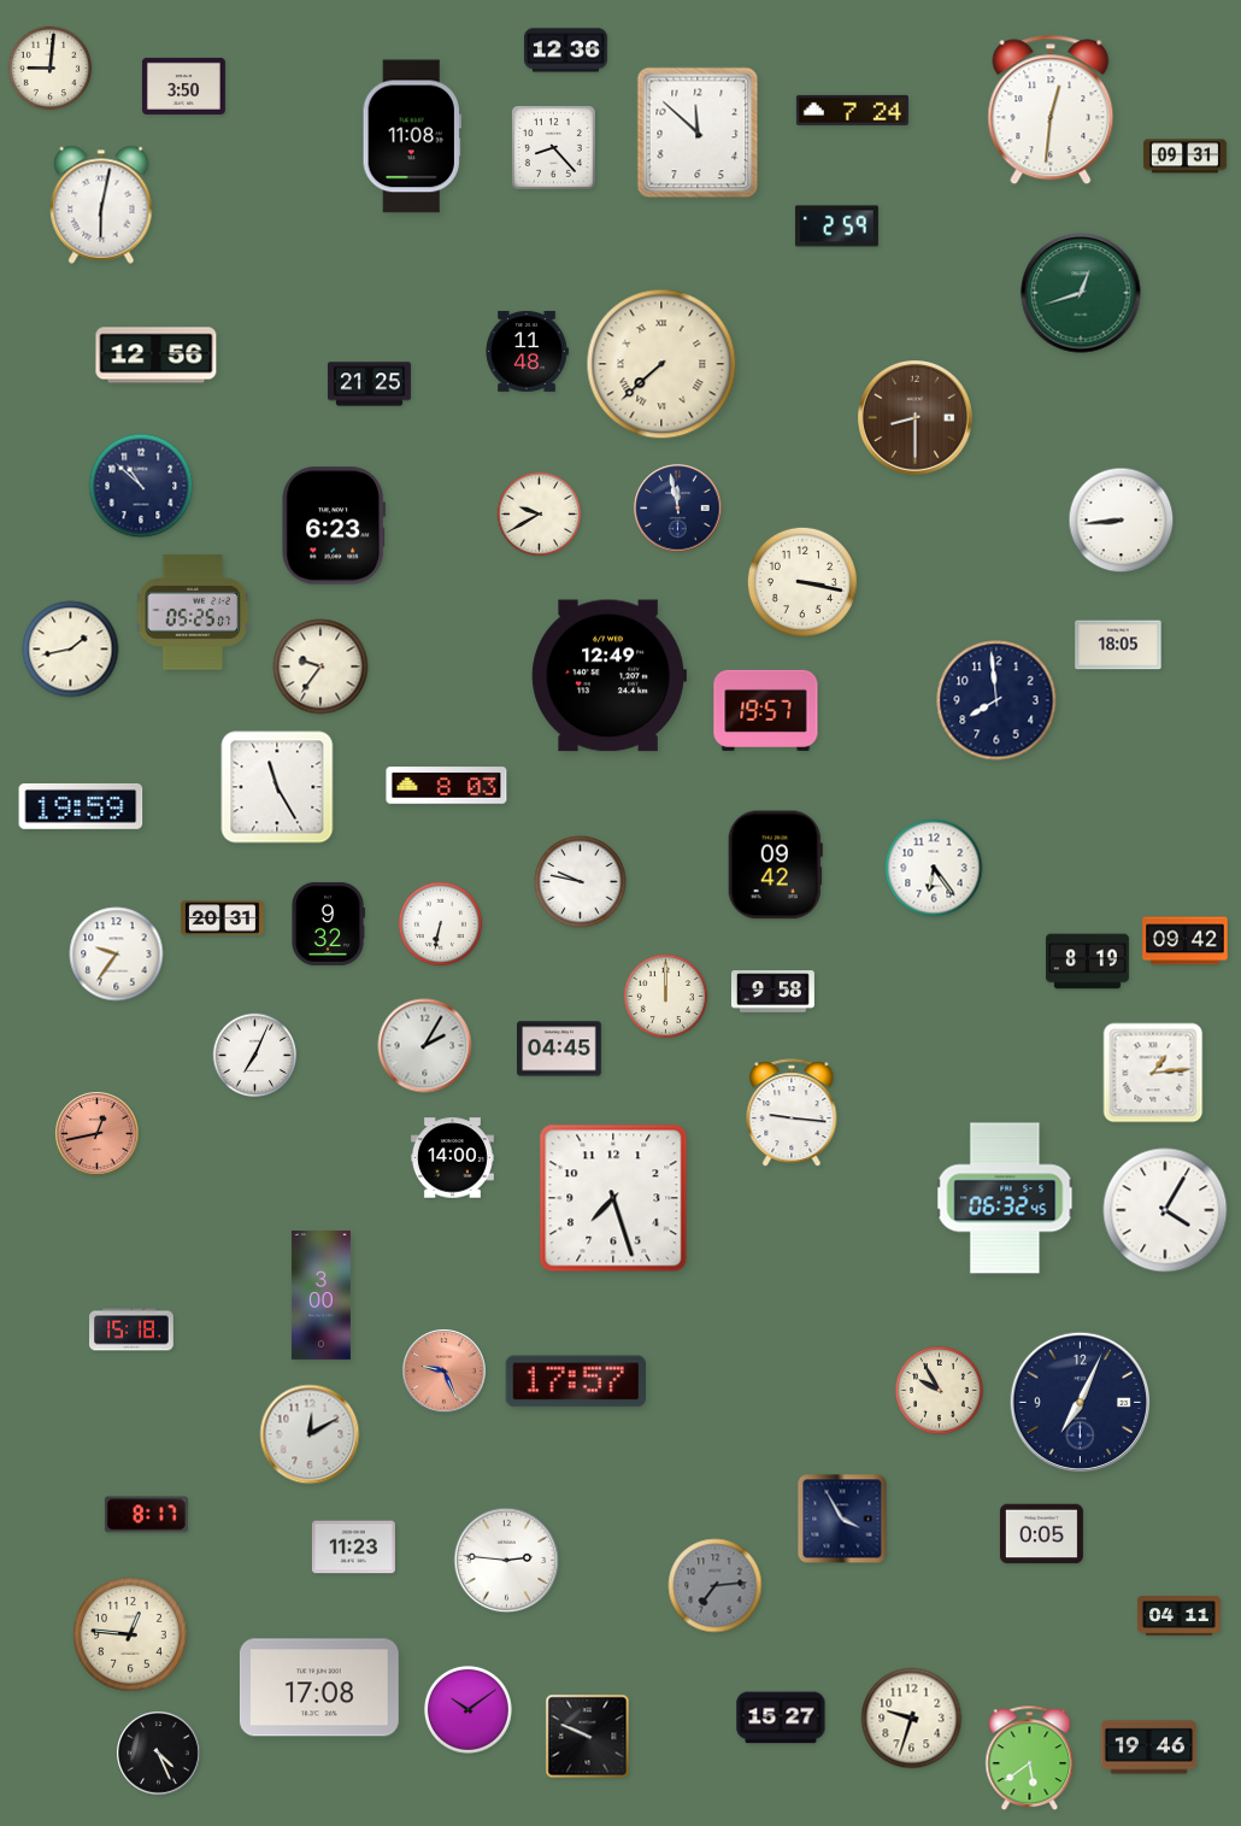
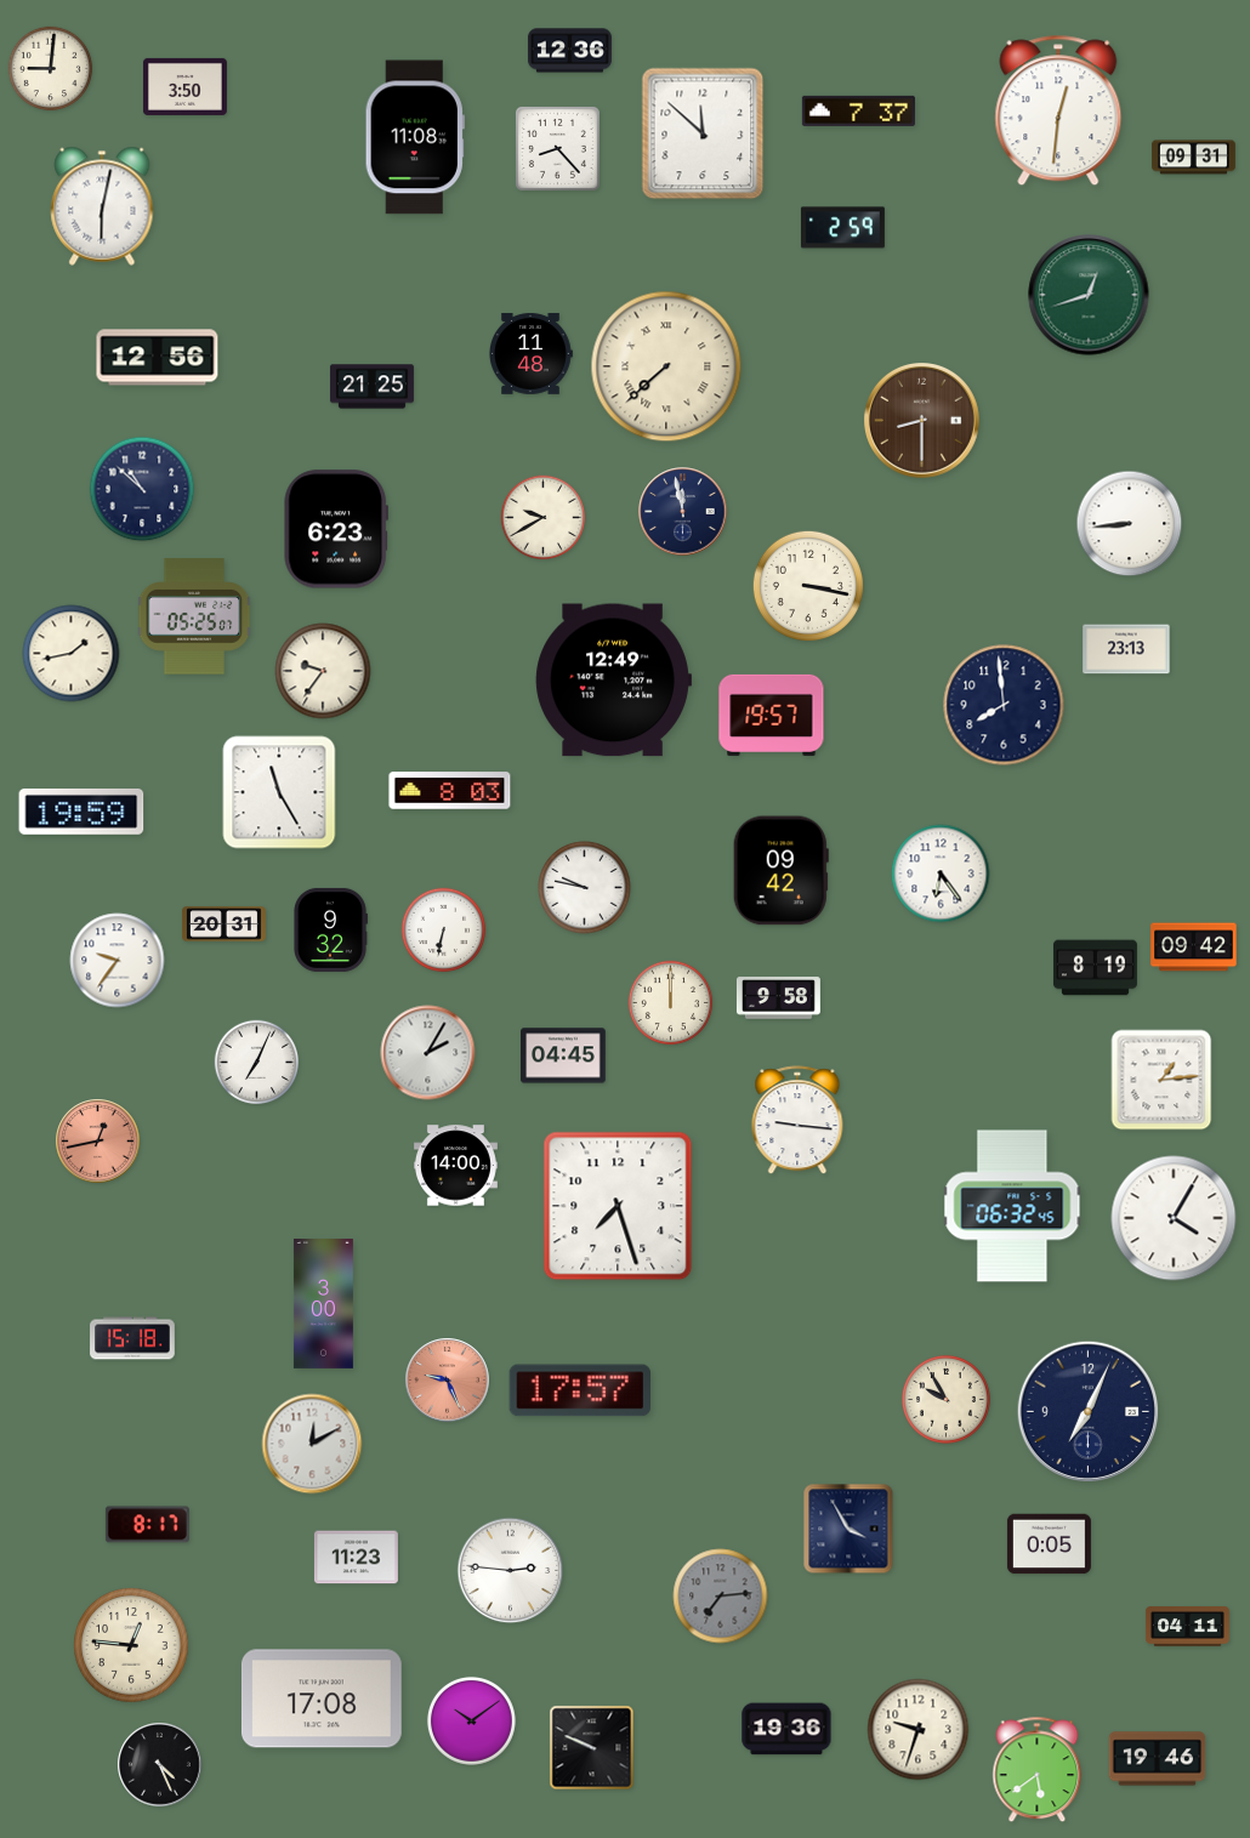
clock at (852, 110): 7:24 -> 7:37
clock at (1118, 645): 18:05 -> 23:13
clock at (781, 1718): 15:27 -> 19:36
